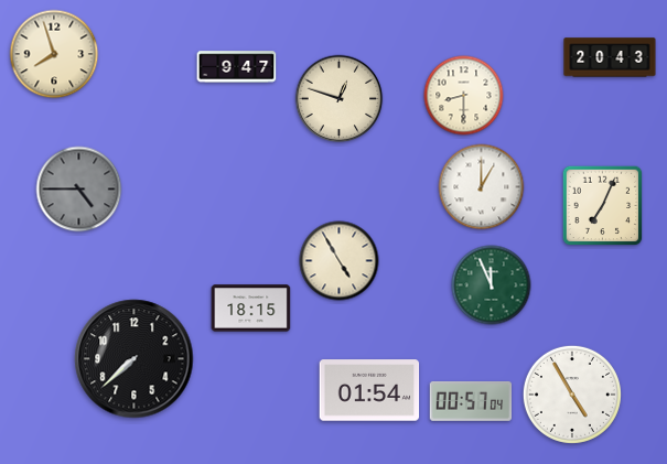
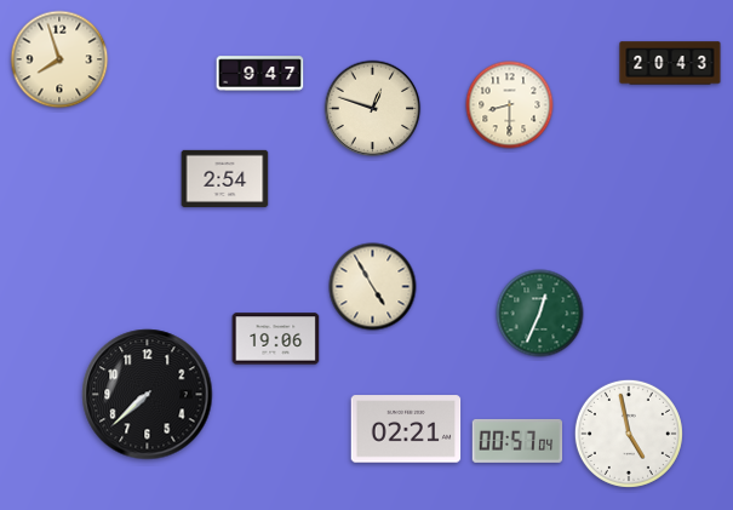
clock at (225, 178): none -> 2:54
clock at (482, 187): 1:00 -> none
clock at (79, 190): 4:45 -> none
clock at (603, 206): 7:04 -> none
clock at (492, 285): 11:56 -> 12:34
clock at (251, 309): 18:15 -> 19:06
clock at (369, 390): 01:54 -> 02:21
clock at (572, 395): 4:55 -> 4:58
